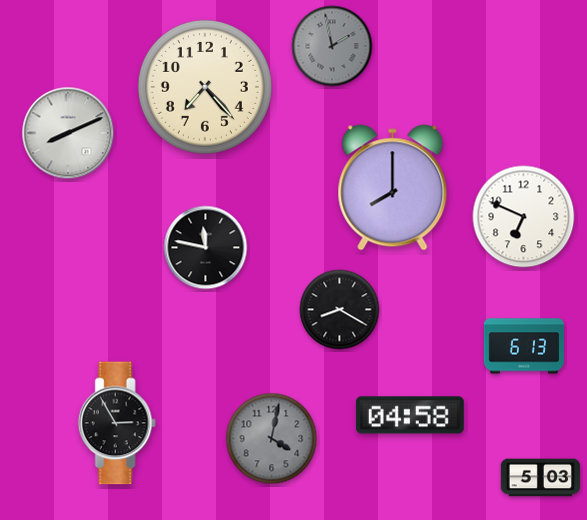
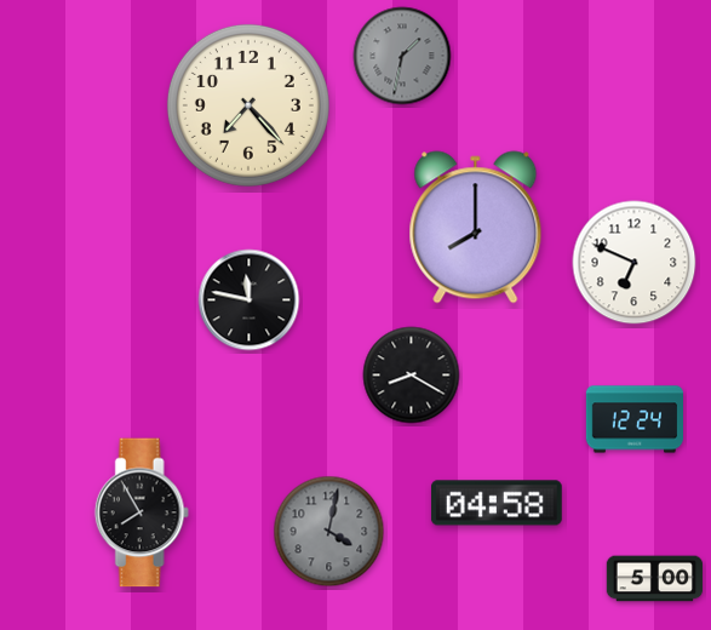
clock at (332, 46): 1:58 -> 1:32
clock at (68, 133): 8:11 -> none
clock at (523, 346): 6:13 -> 12:24
clock at (117, 423): 2:55 -> 7:55
clock at (541, 478): 5:03 -> 5:00
